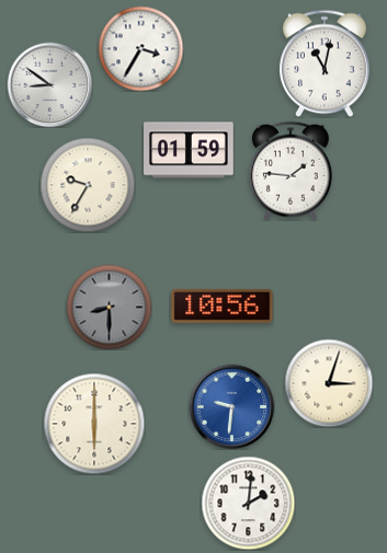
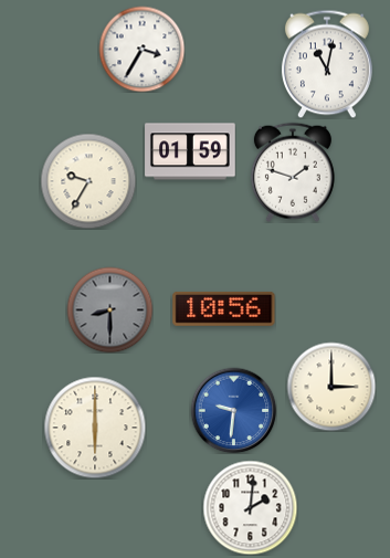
clock at (49, 84): 8:51 -> none
clock at (291, 171): 1:46 -> 1:48
clock at (88, 185) position: (88, 185) -> (88, 181)
clock at (329, 383): 3:03 -> 3:00
